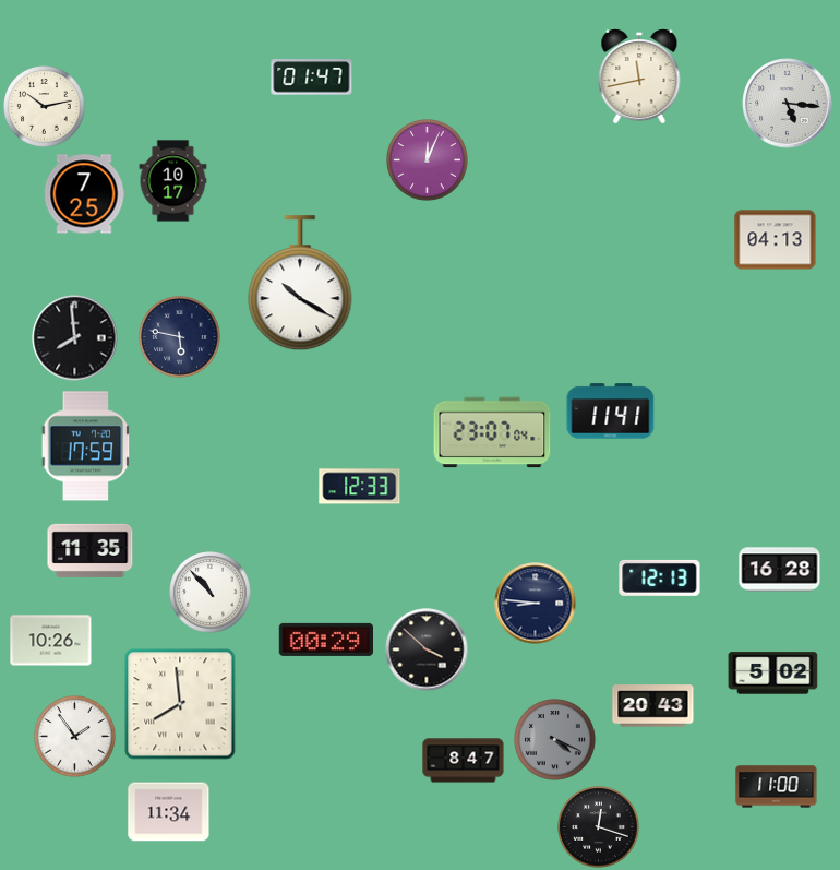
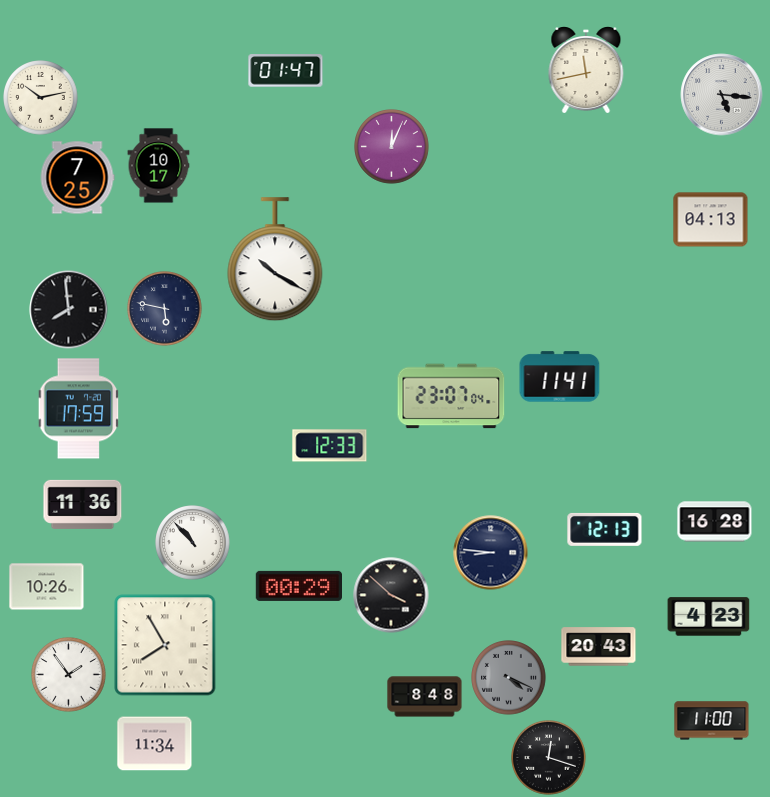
clock at (91, 550): 11:35 -> 11:36
clock at (773, 674): 5:02 -> 4:23
clock at (180, 704): 7:59 -> 7:55
clock at (464, 761): 8:47 -> 8:48
